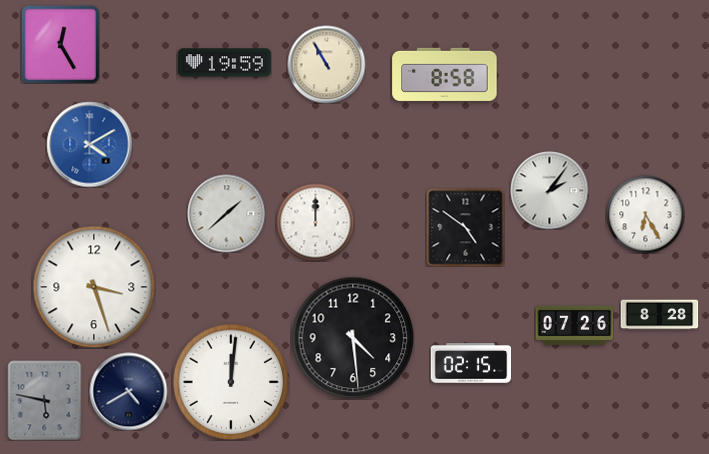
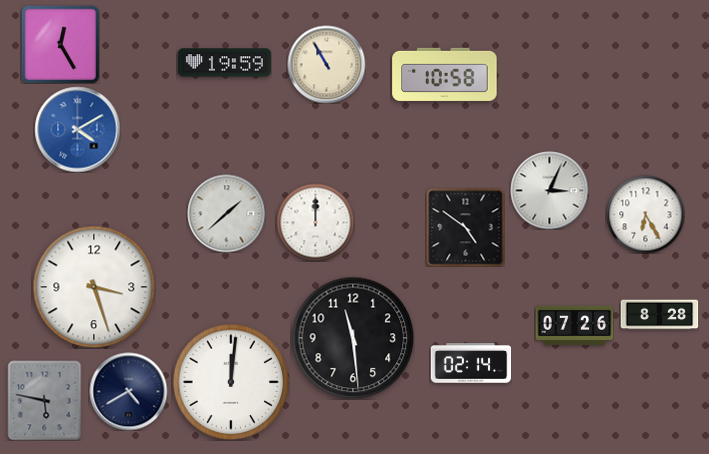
clock at (445, 74): 8:58 -> 10:58
clock at (89, 144) position: (89, 144) -> (77, 129)
clock at (549, 190): 2:06 -> 3:04
clock at (353, 338): 4:29 -> 11:29
clock at (471, 363): 02:15 -> 02:14
